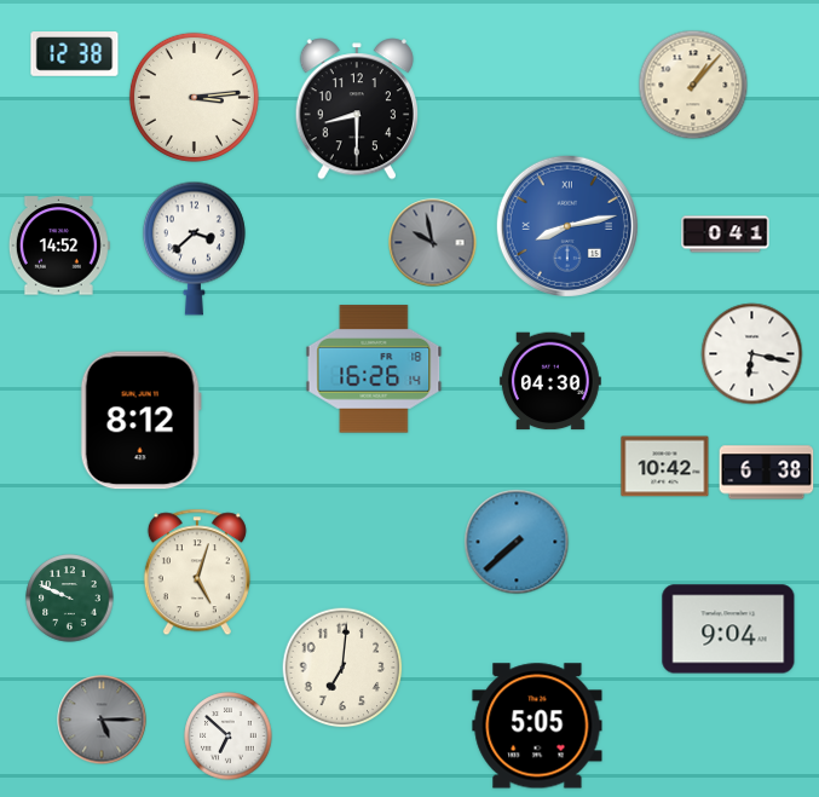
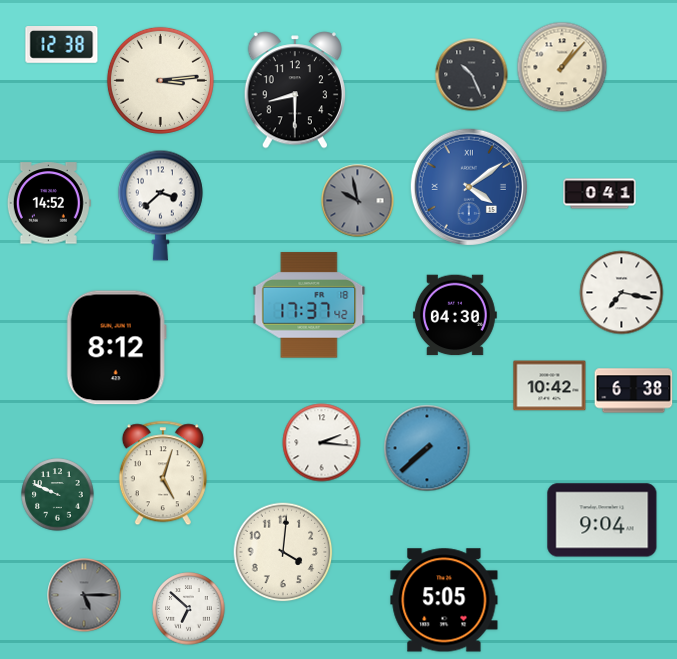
clock at (693, 85) position: (693, 85) -> (562, 67)
clock at (472, 75): none -> 10:26
clock at (567, 226): 8:13 -> 4:09
clock at (752, 354): 6:17 -> 7:17
clock at (374, 369): 16:26 -> 17:37
clock at (322, 443): none -> 2:16
clock at (342, 668): 7:01 -> 4:01
